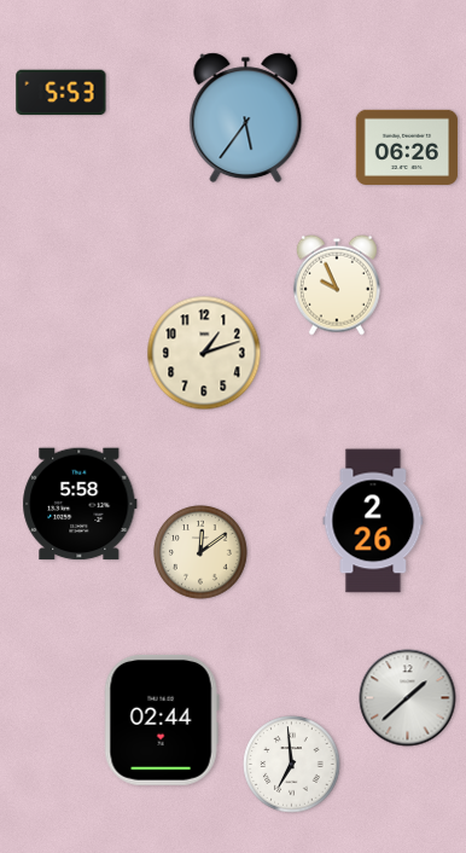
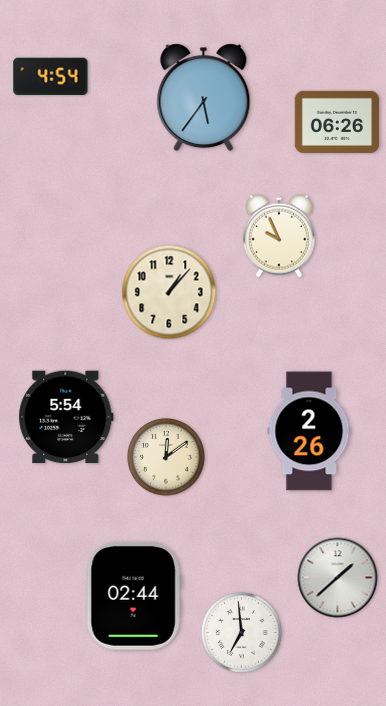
clock at (62, 92): 5:53 -> 4:54
clock at (204, 353): 1:12 -> 1:07
clock at (80, 504): 5:58 -> 5:54
